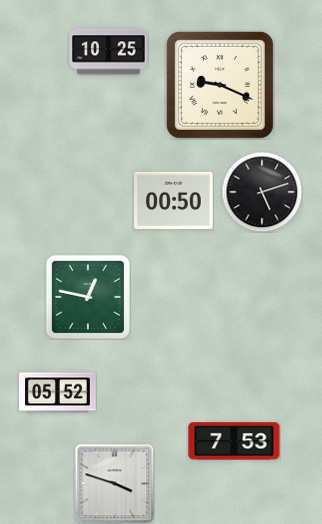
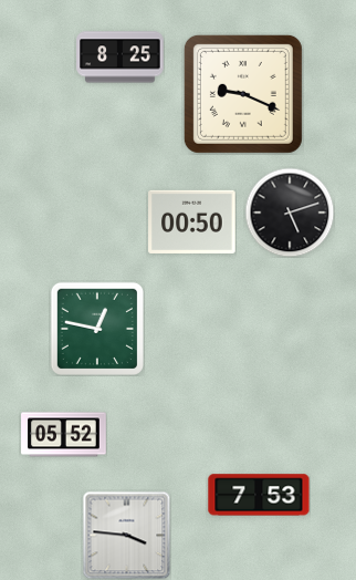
clock at (109, 52): 10:25 -> 8:25
clock at (234, 441) position: (234, 441) -> (259, 495)
clock at (114, 483): 3:48 -> 3:46
